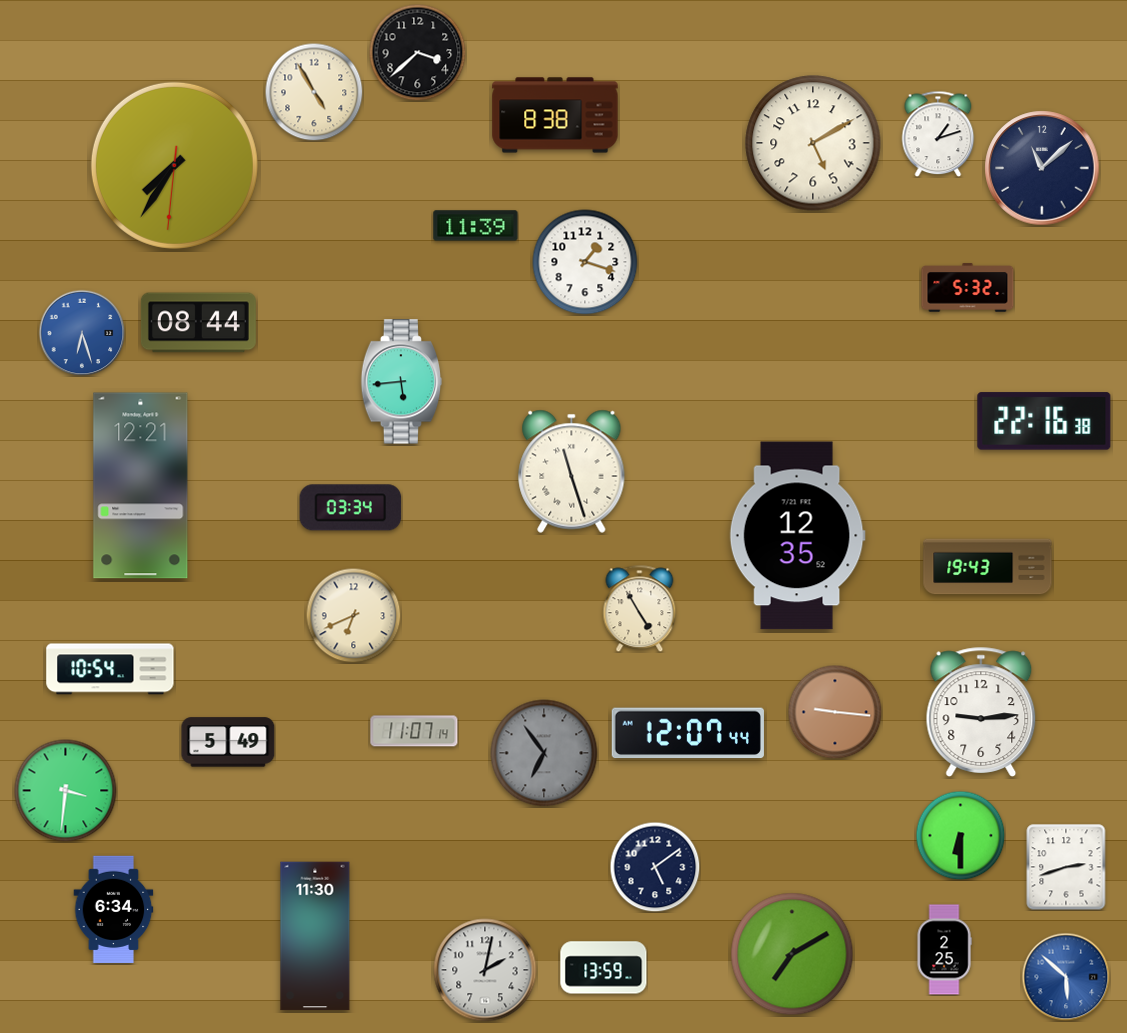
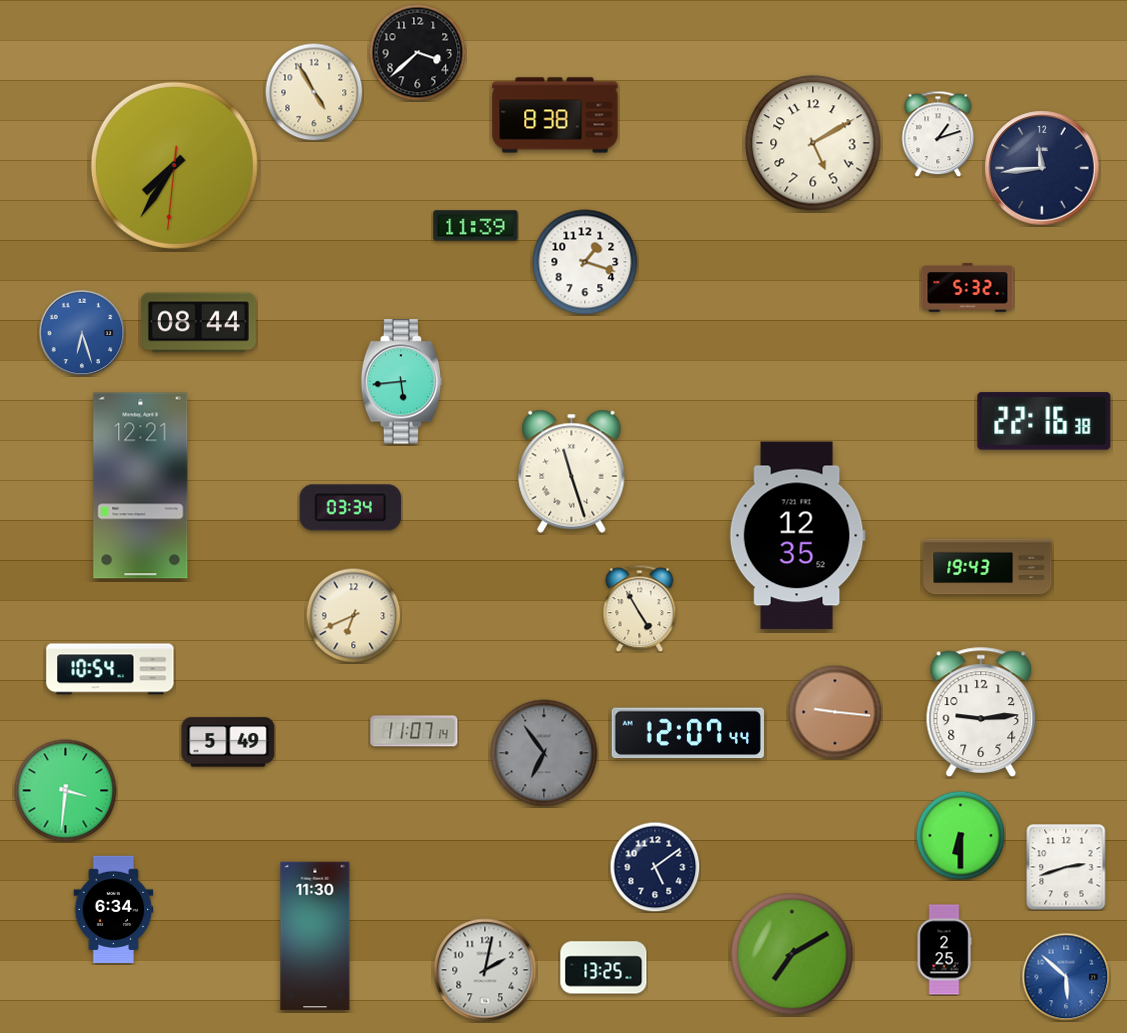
clock at (1042, 168): 11:08 -> 11:44
clock at (604, 968): 13:59 -> 13:25
